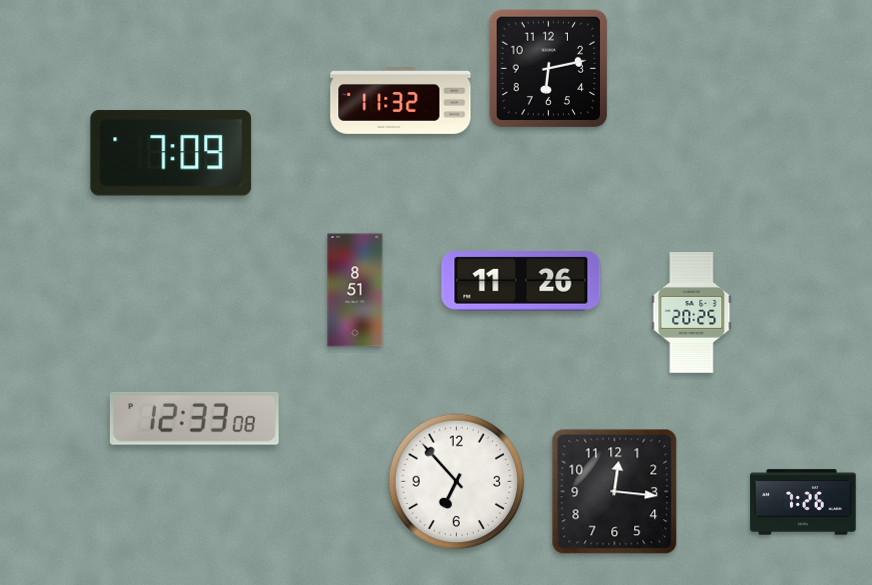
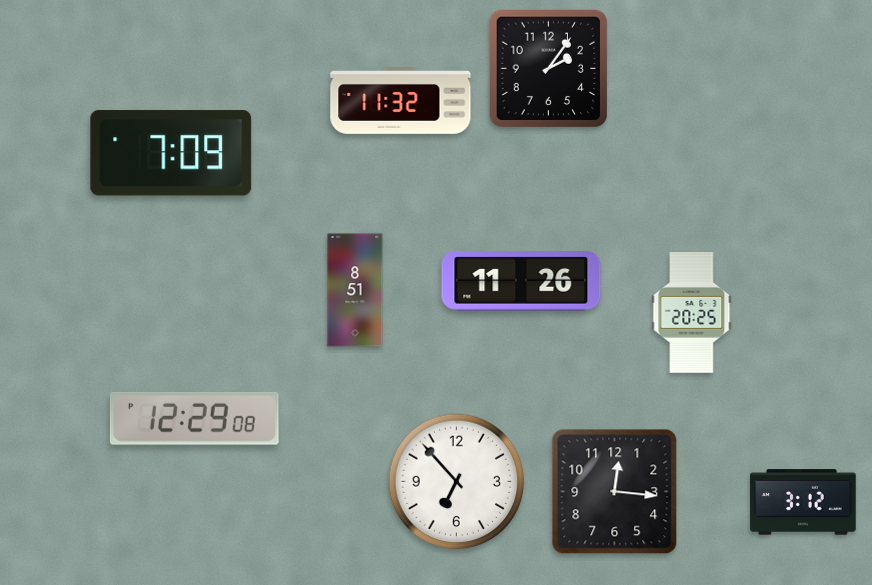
clock at (549, 69): 6:13 -> 2:06
clock at (194, 418): 12:33 -> 12:29
clock at (803, 502): 7:26 -> 3:12
